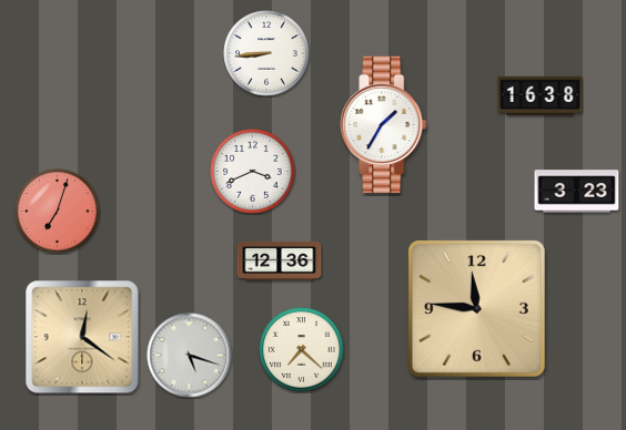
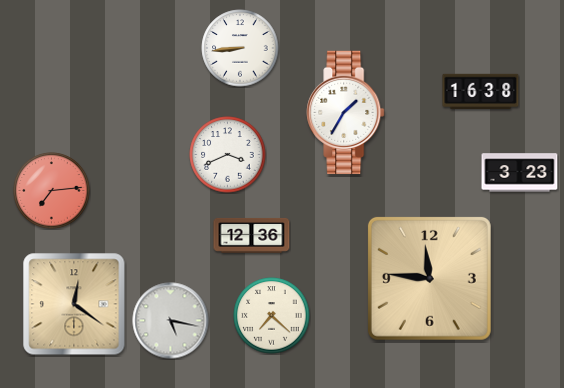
clock at (541, 95) position: (541, 95) -> (481, 91)
clock at (58, 212): 7:03 -> 7:14
clock at (190, 356): 5:18 -> 5:17
